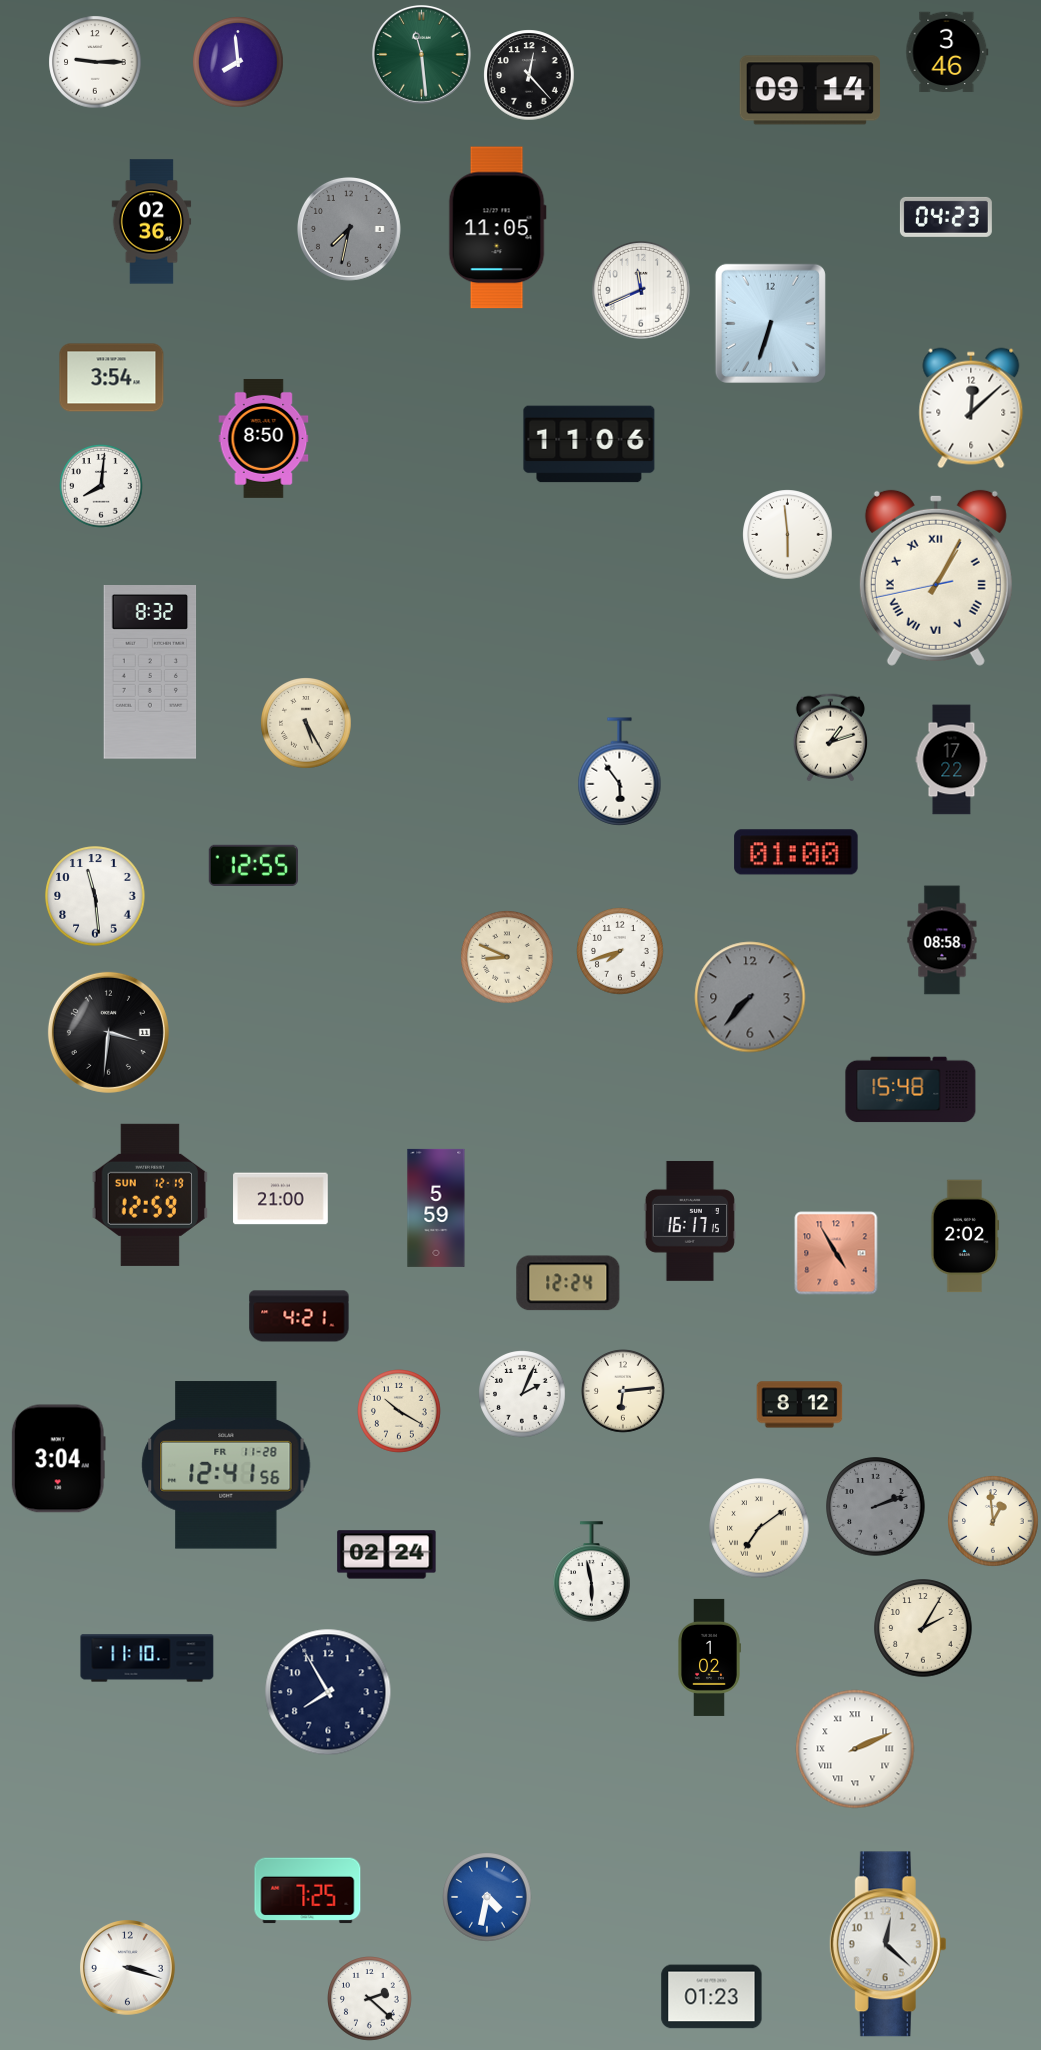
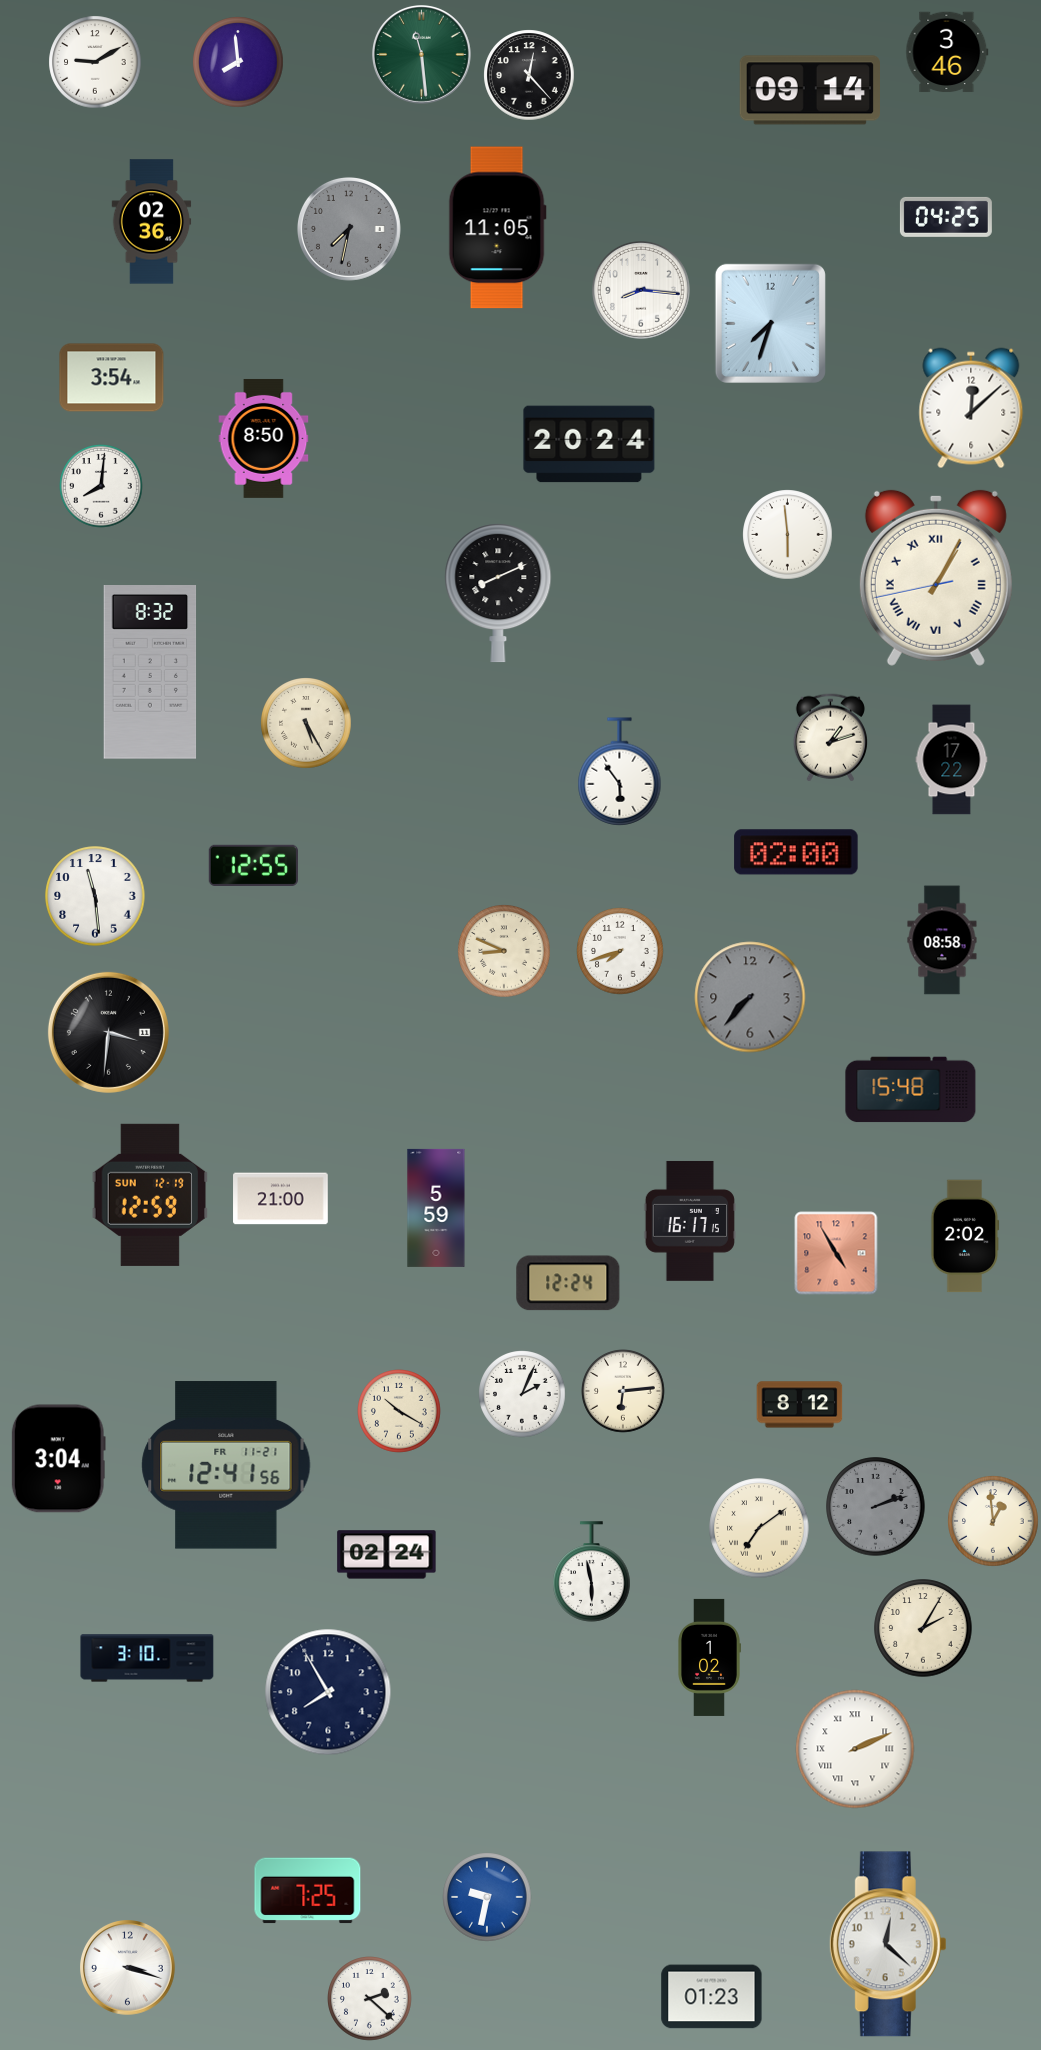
clock at (95, 62): 9:15 -> 9:10
clock at (946, 217): 04:23 -> 04:25
clock at (642, 291): 11:41 -> 8:16
clock at (770, 323): 6:33 -> 7:33
clock at (589, 444): 11:06 -> 20:24
clock at (498, 593): none -> 8:11
clock at (796, 852): 01:00 -> 02:00
clock at (507, 957) position: (507, 957) -> (504, 951)
clock at (299, 1316): 4:21 -> none
clock at (226, 1465) date: FR 11-28 -> FR 11-21
clock at (147, 1658): 11:10 -> 3:10
clock at (487, 1897): 4:32 -> 9:32
